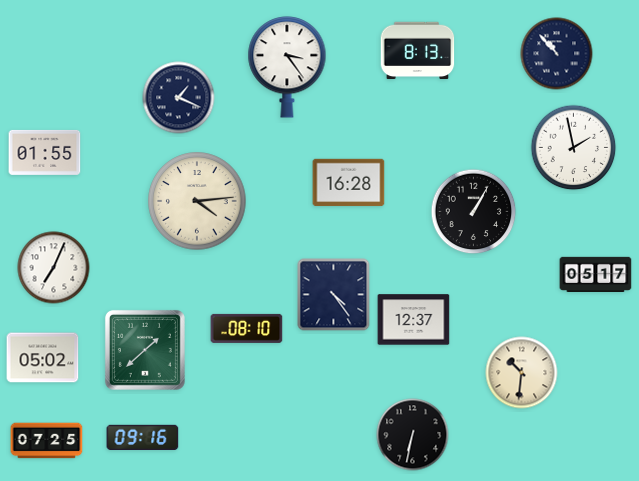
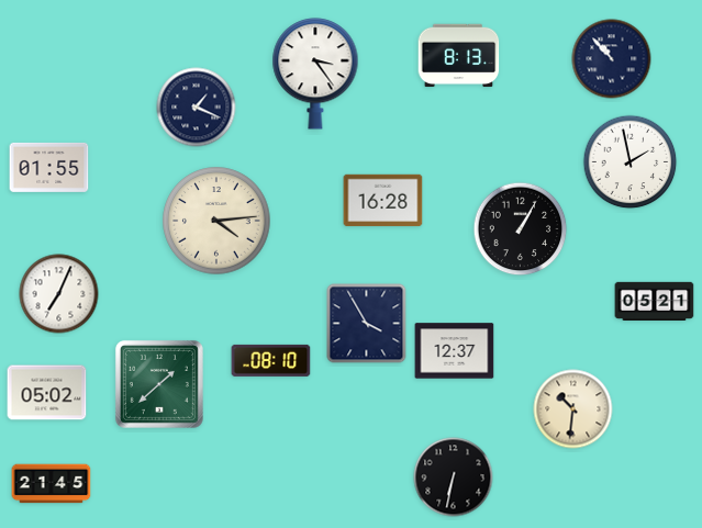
clock at (474, 212) position: (474, 212) -> (521, 229)
clock at (596, 274): 05:17 -> 05:21
clock at (334, 295): 4:24 -> 3:55
clock at (143, 437): 09:16 -> none
clock at (47, 441): 07:25 -> 21:45
